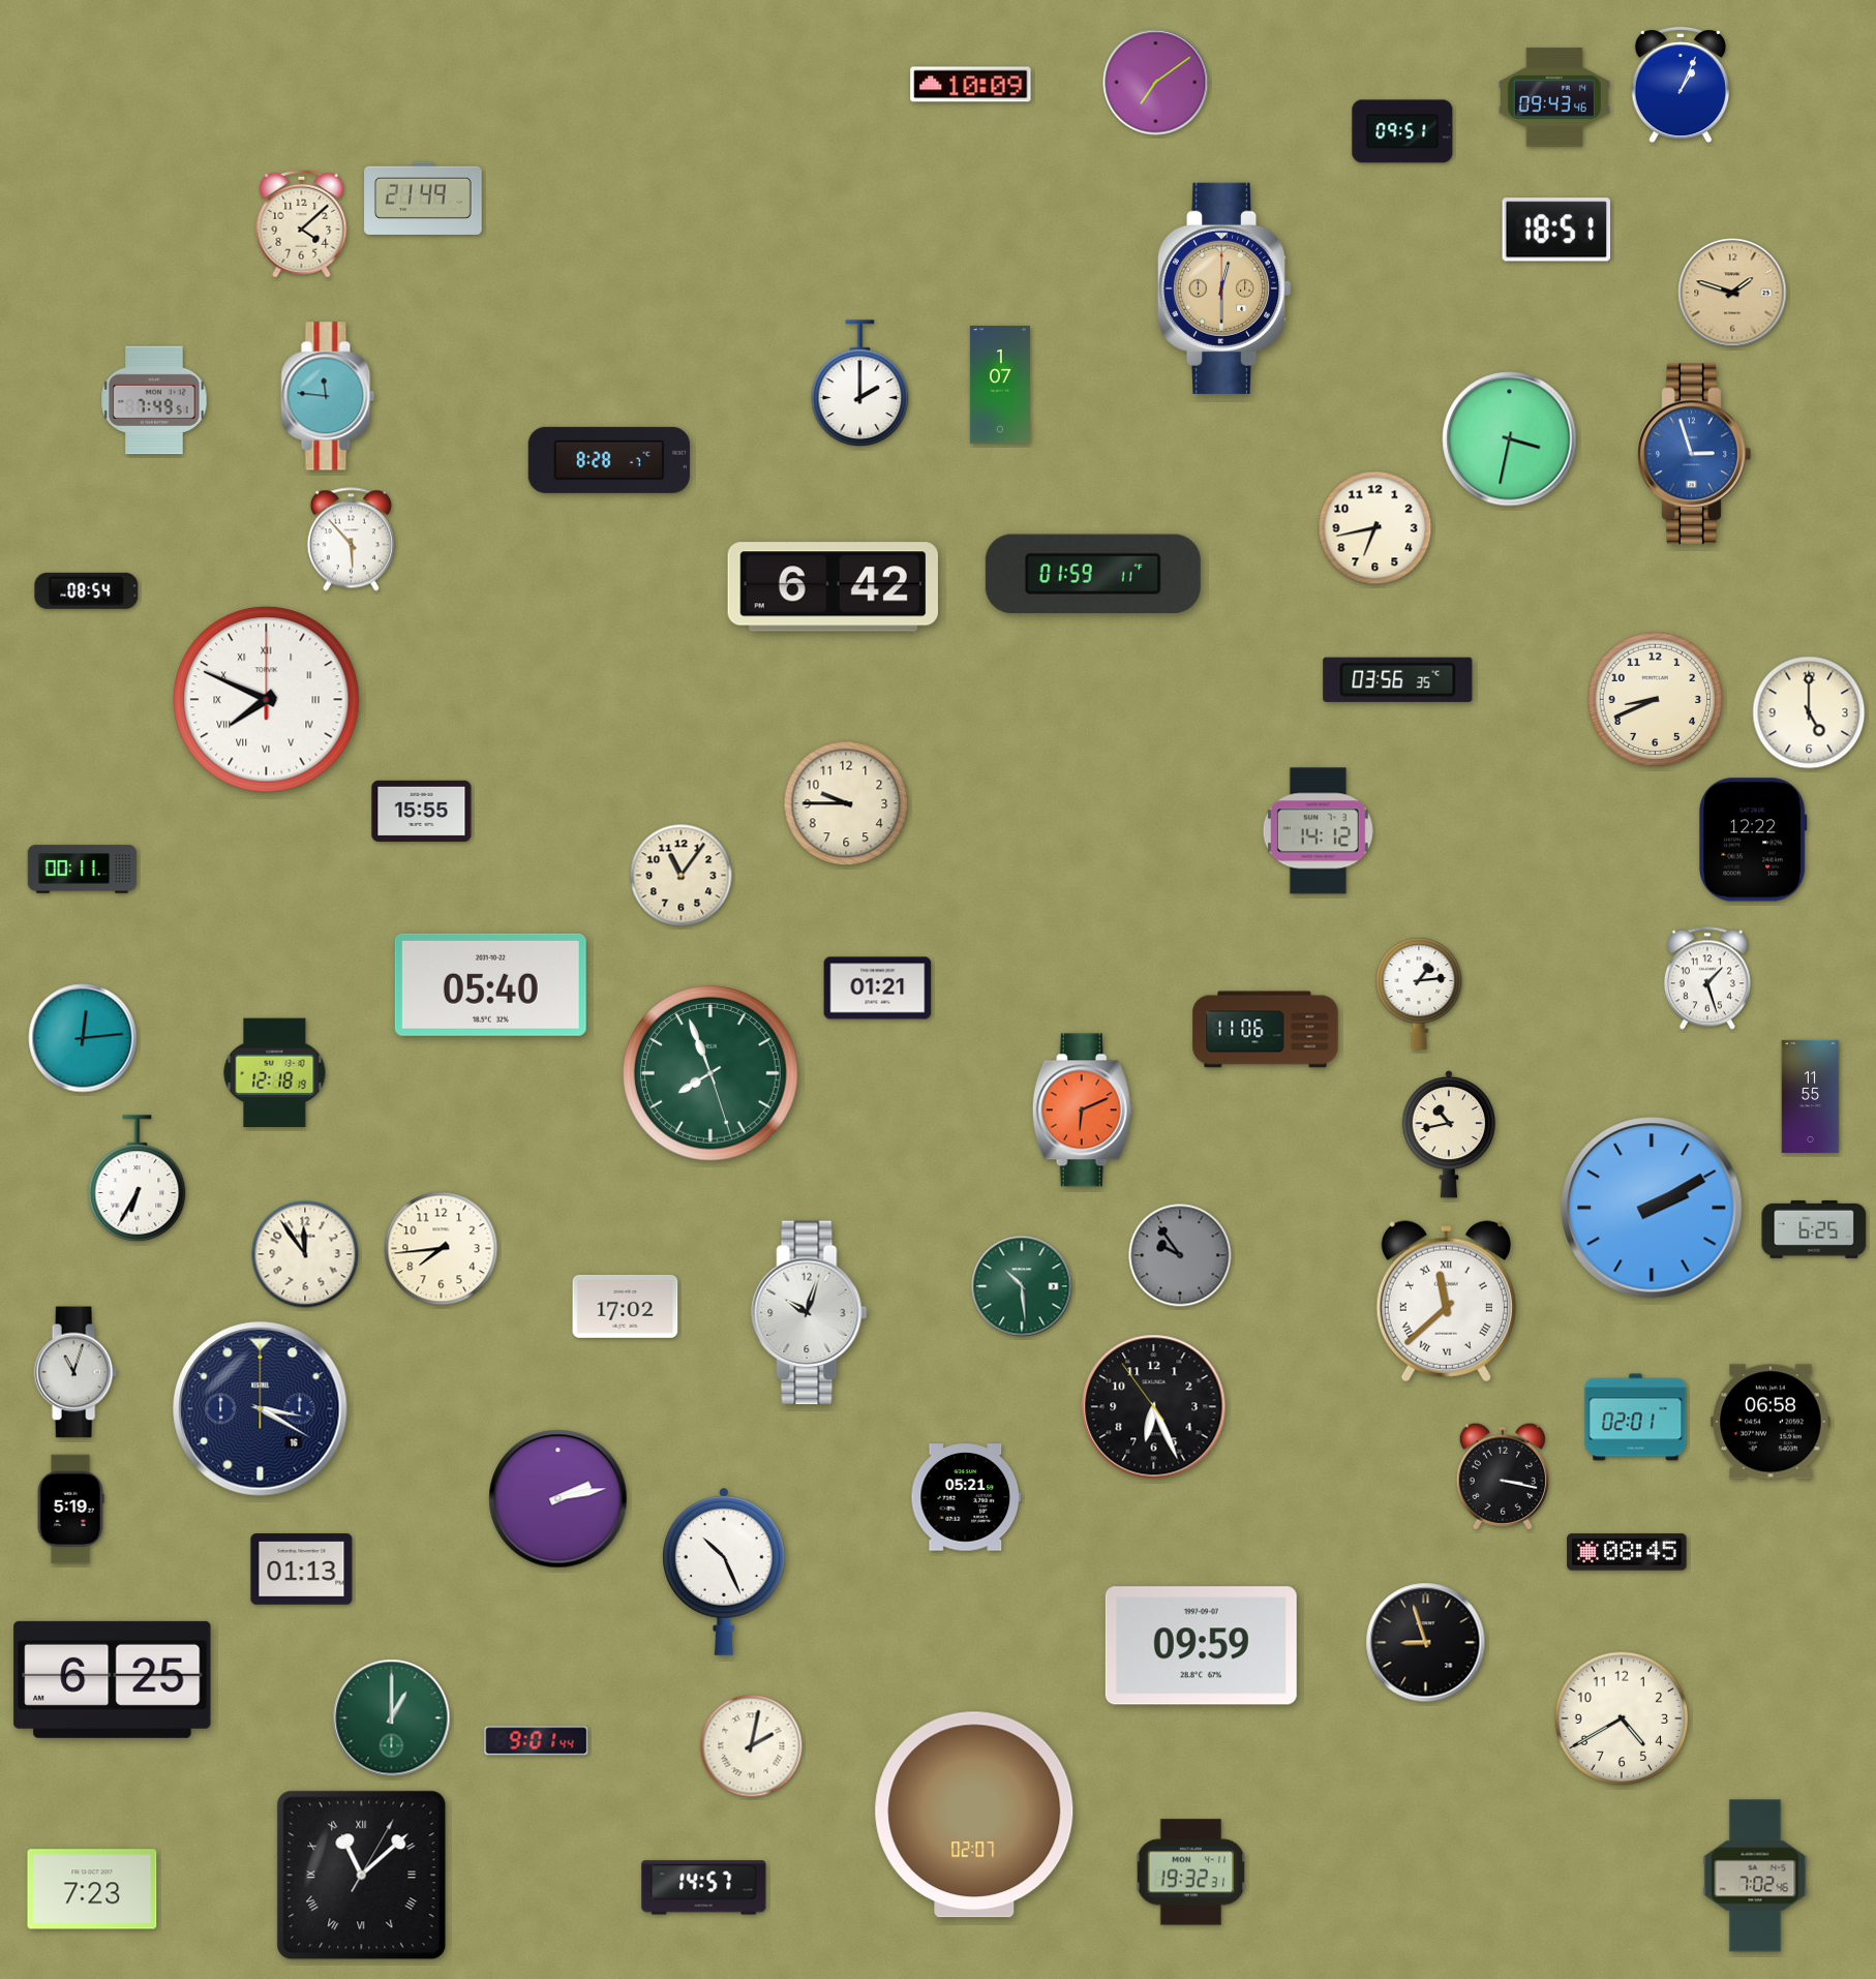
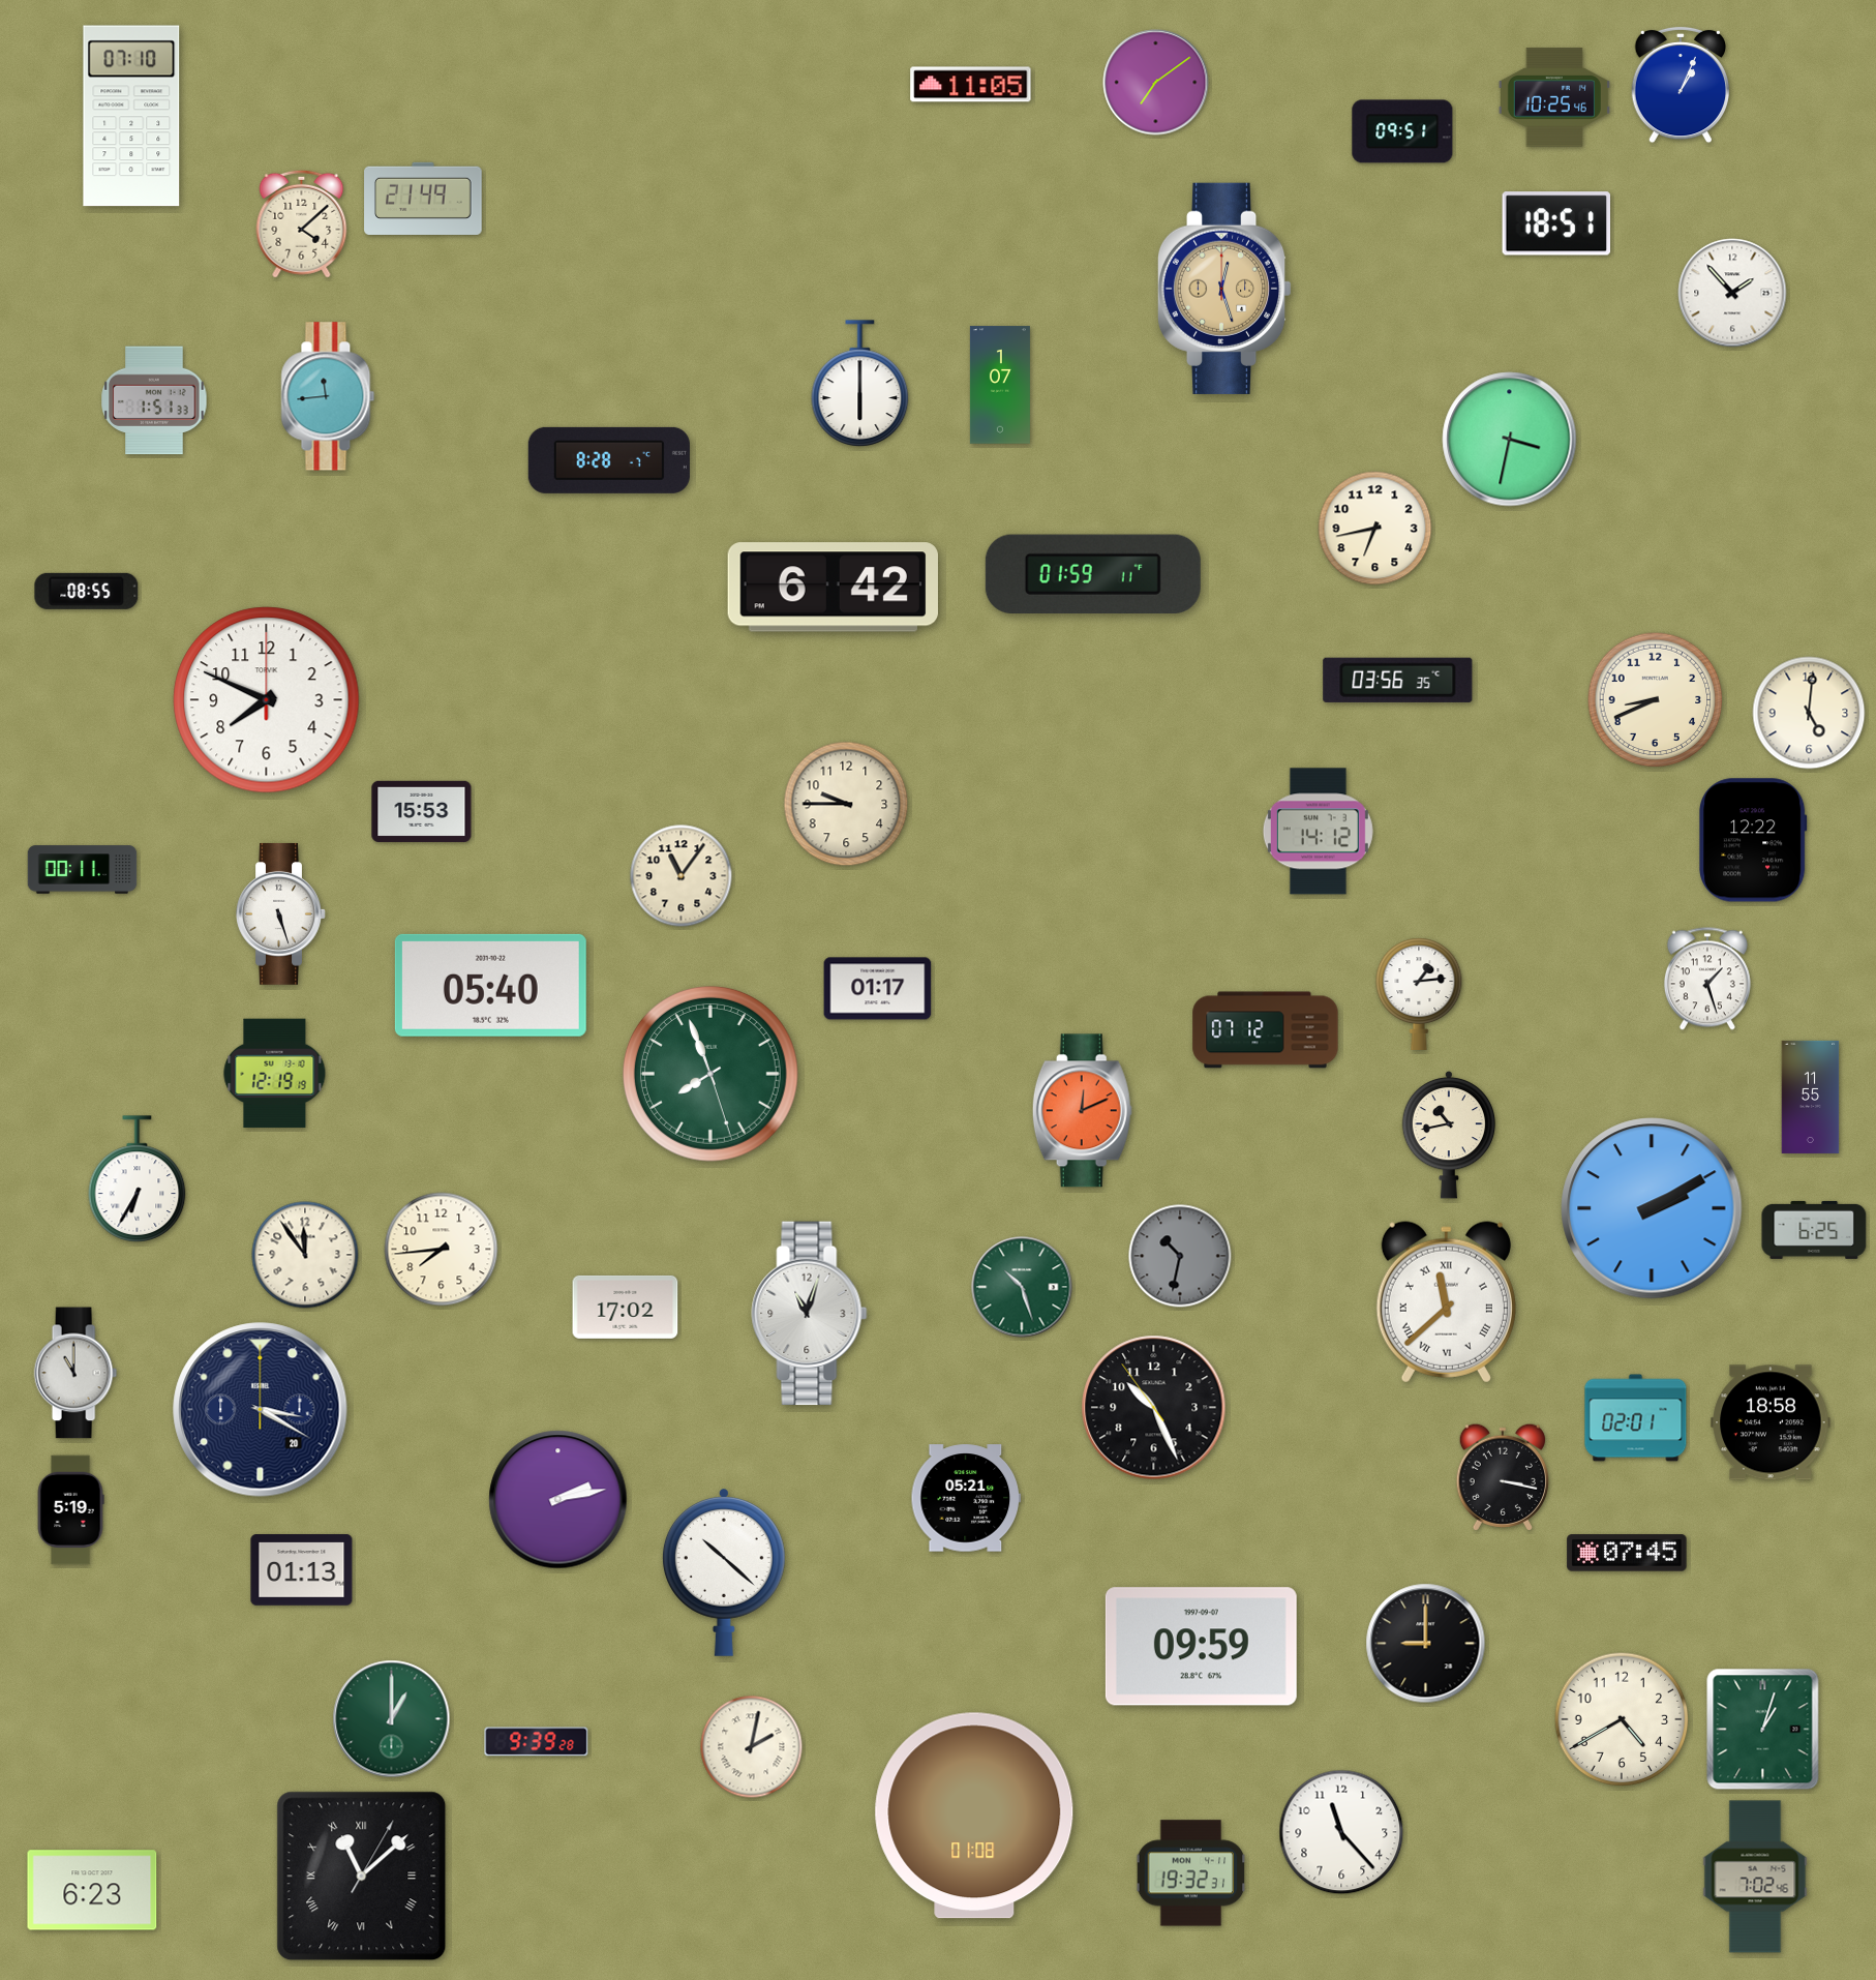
clock at (971, 85): 10:09 -> 11:05
clock at (1554, 97): 09:43 -> 10:25
clock at (131, 116): none -> 07:10
clock at (1556, 230) position: (1556, 230) -> (1556, 223)
clock at (1224, 288): 12:30 -> 12:27
clock at (1732, 293): 1:48 -> 1:53
clock at (1732, 293) dial: champagne -> white
clock at (860, 383): 2:00 -> 6:00
clock at (328, 396): 11:46 -> 11:44
clock at (154, 400): 7:49 -> 1:51
clock at (1694, 454): 2:57 -> none
clock at (351, 540): 5:53 -> none
clock at (87, 590): 08:54 -> 08:55
clock at (267, 700) numerals: Roman -> Arabic
clock at (1809, 712): 5:00 -> 5:01
clock at (422, 811): 15:55 -> 15:53
clock at (281, 913): none -> 5:27
clock at (878, 988): 01:21 -> 01:17
clock at (1266, 1030): 11:06 -> 07:12
clock at (83, 1038): 12:14 -> none
clock at (275, 1073): 12:18 -> 12:19
clock at (1082, 1110): 6:11 -> 12:11
clock at (1180, 1255): 9:54 -> 10:32
clock at (1022, 1286): 10:29 -> 10:27
clock at (810, 1313): 10:03 -> 11:03
clock at (75, 1372): 11:03 -> 11:00
clock at (1154, 1407): 6:25 -> 10:25
clock at (261, 1409) date: 16 -> 20
clock at (1771, 1422): 06:58 -> 18:58
clock at (1627, 1552): 08:45 -> 07:45
clock at (724, 1572): 10:26 -> 10:22
clock at (1426, 1643): 8:57 -> 9:00
clock at (113, 1679): 6:25 -> none
clock at (1763, 1730): none -> 1:03
clock at (537, 1741): 9:01 -> 9:39
clock at (974, 1815): 02:07 -> 01:08
clock at (1341, 1832): none -> 11:23
clock at (704, 1888): 14:57 -> none
clock at (92, 1889): 7:23 -> 6:23
